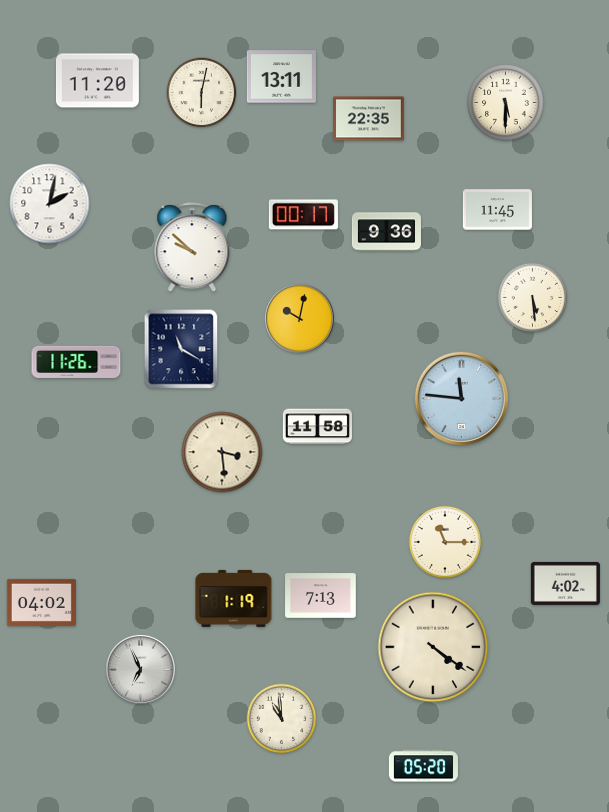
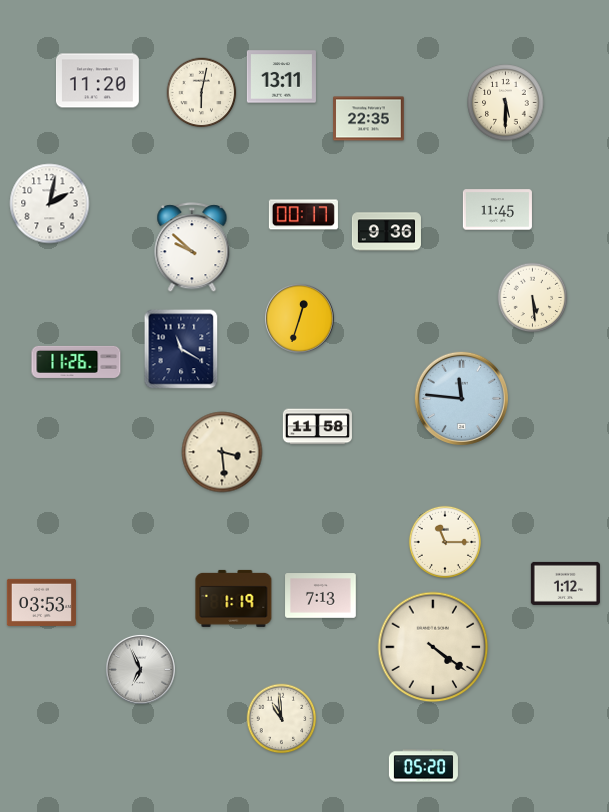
clock at (299, 318): 10:02 -> 12:33
clock at (565, 583): 4:02 -> 1:12
clock at (41, 602): 04:02 -> 03:53
